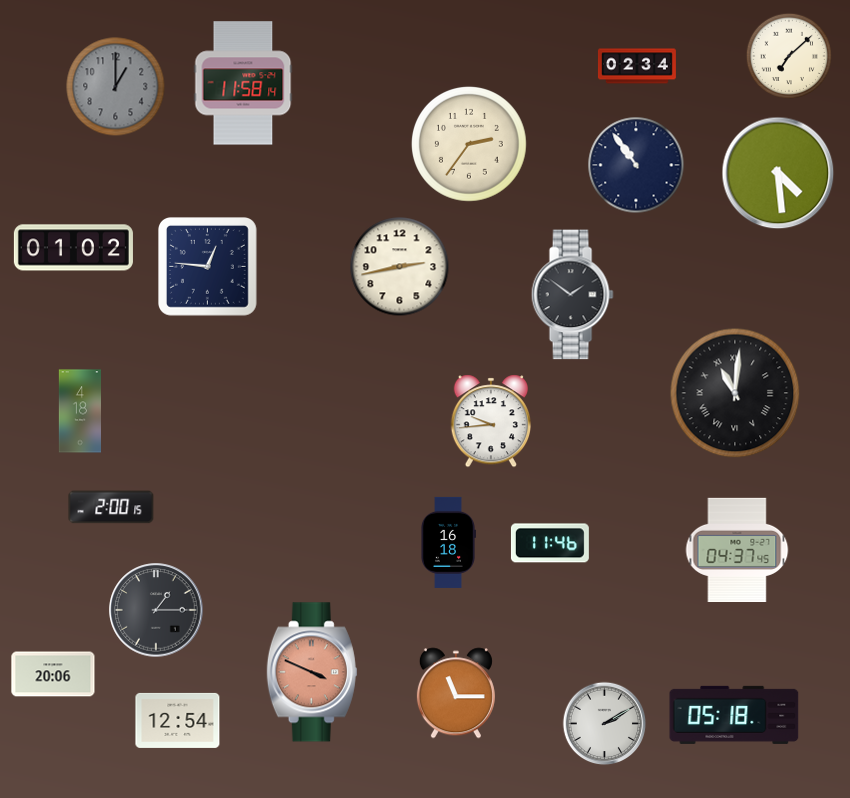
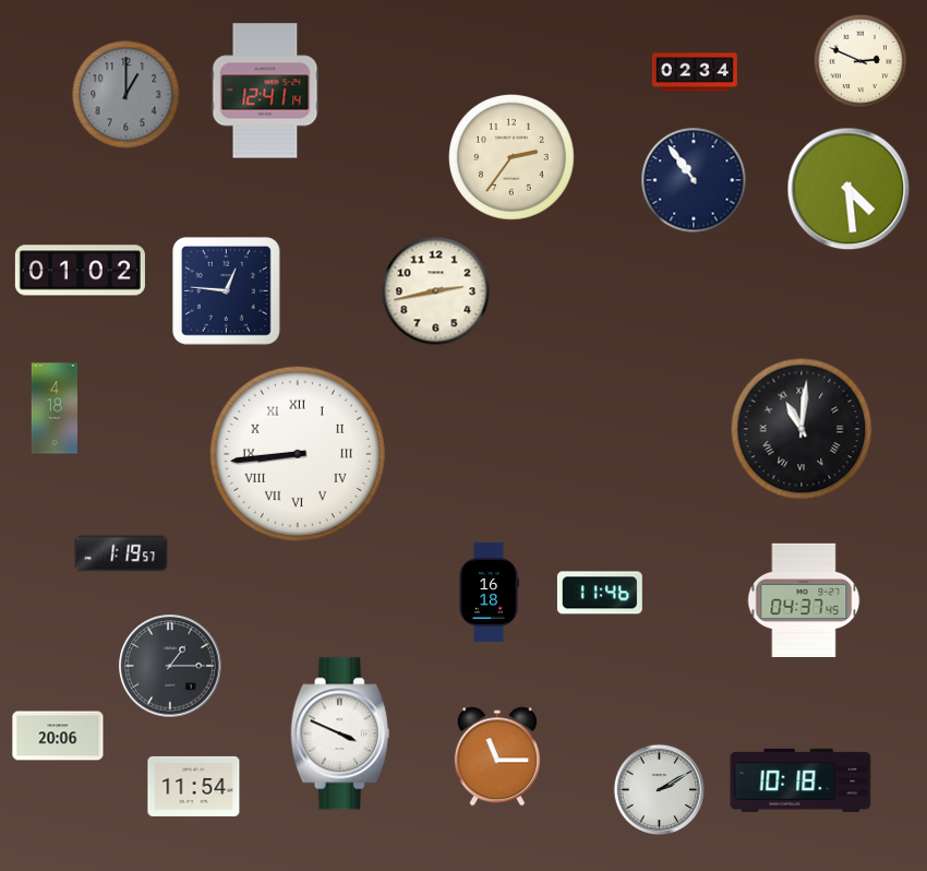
clock at (788, 55): 7:08 -> 2:49
clock at (243, 83): 11:58 -> 12:41
clock at (572, 295): 1:51 -> none
clock at (79, 411) position: (79, 411) -> (53, 408)
clock at (298, 454): none -> 8:44
clock at (490, 421): 9:44 -> none
clock at (111, 507): 2:00 -> 1:19
clock at (312, 672) dial: salmon -> white
clock at (734, 715): 05:18 -> 10:18
clock at (178, 720): 12:54 -> 11:54
